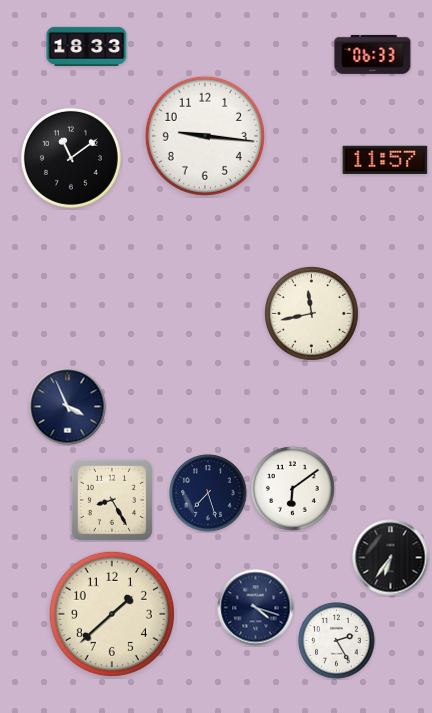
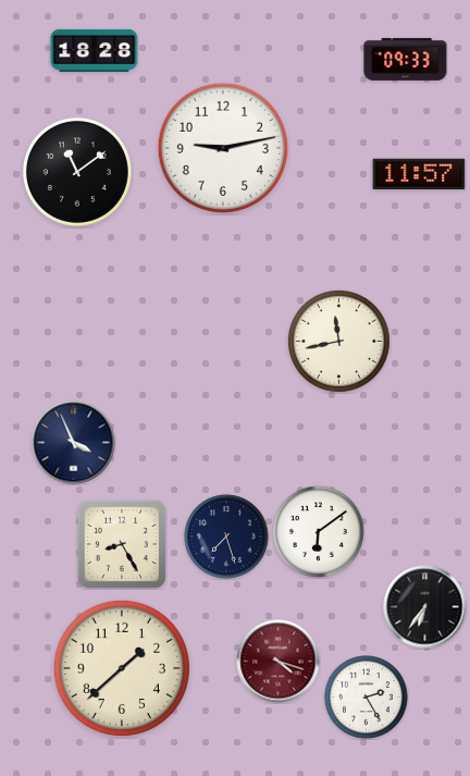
clock at (87, 46): 18:33 -> 18:28
clock at (373, 54): 06:33 -> 09:33
clock at (205, 136): 9:16 -> 9:13
clock at (256, 608) dial: navy -> burgundy
